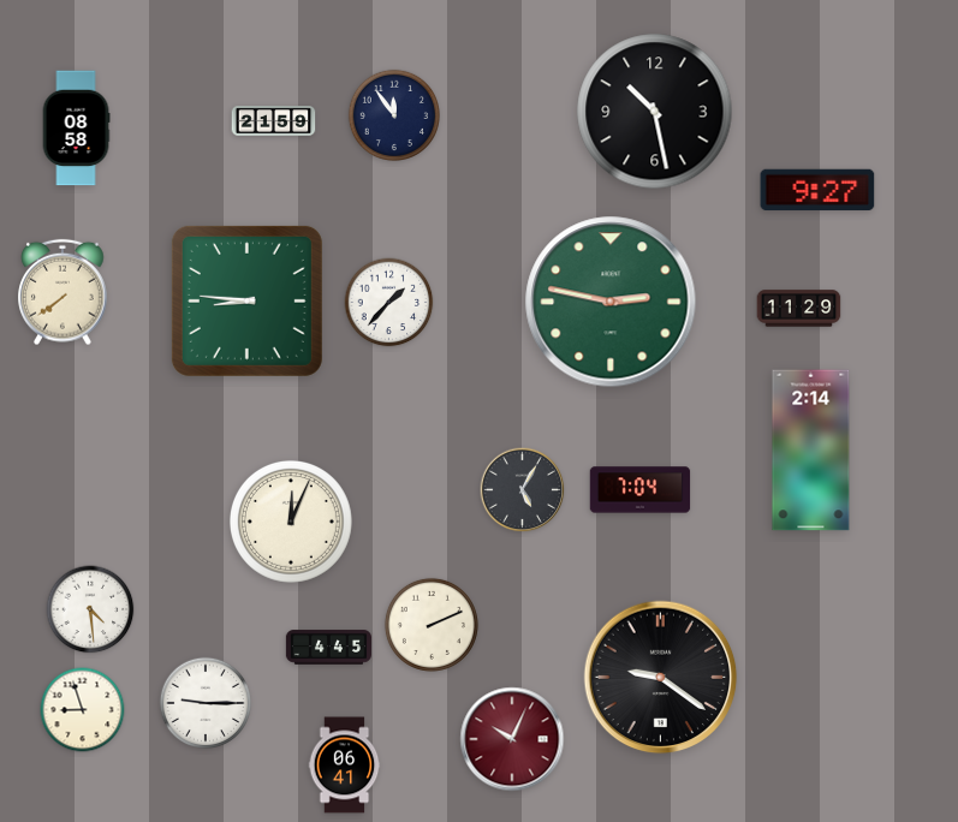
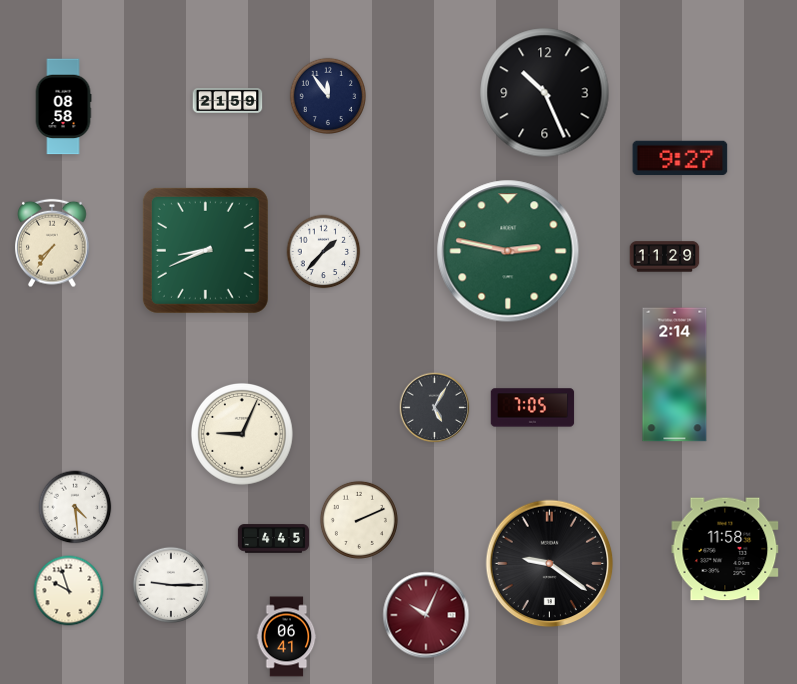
clock at (655, 112): 10:28 -> 10:26
clock at (63, 292): 7:39 -> 7:36
clock at (246, 300): 8:46 -> 8:41
clock at (641, 490): 7:04 -> 7:05
clock at (291, 522): 12:04 -> 9:04
clock at (725, 549): none -> 11:58
clock at (83, 710): 8:57 -> 9:57
